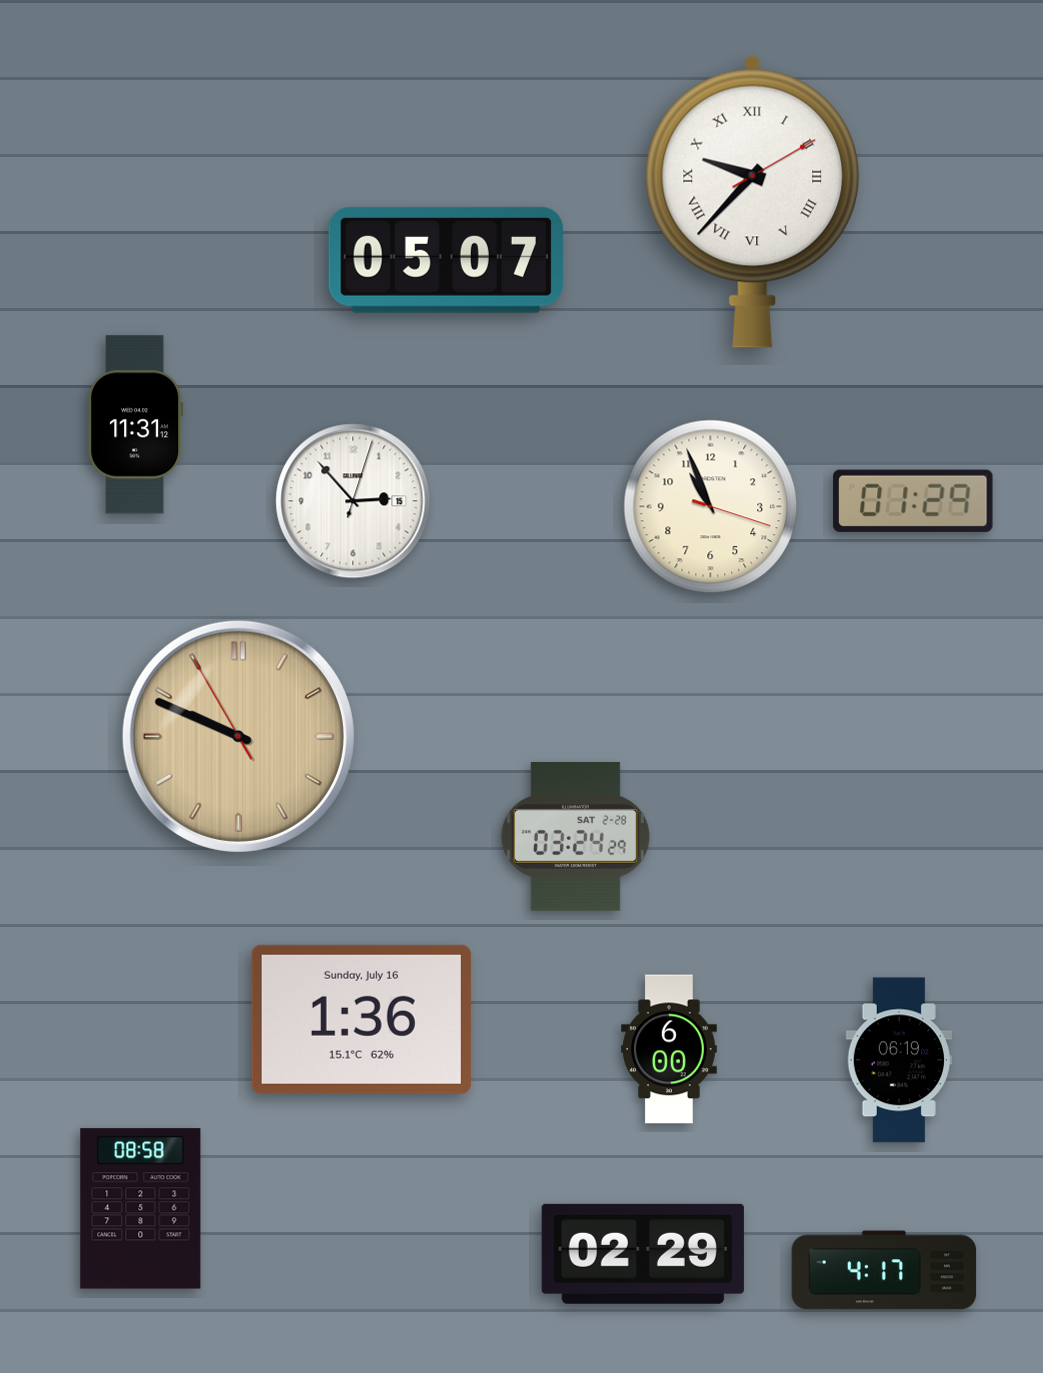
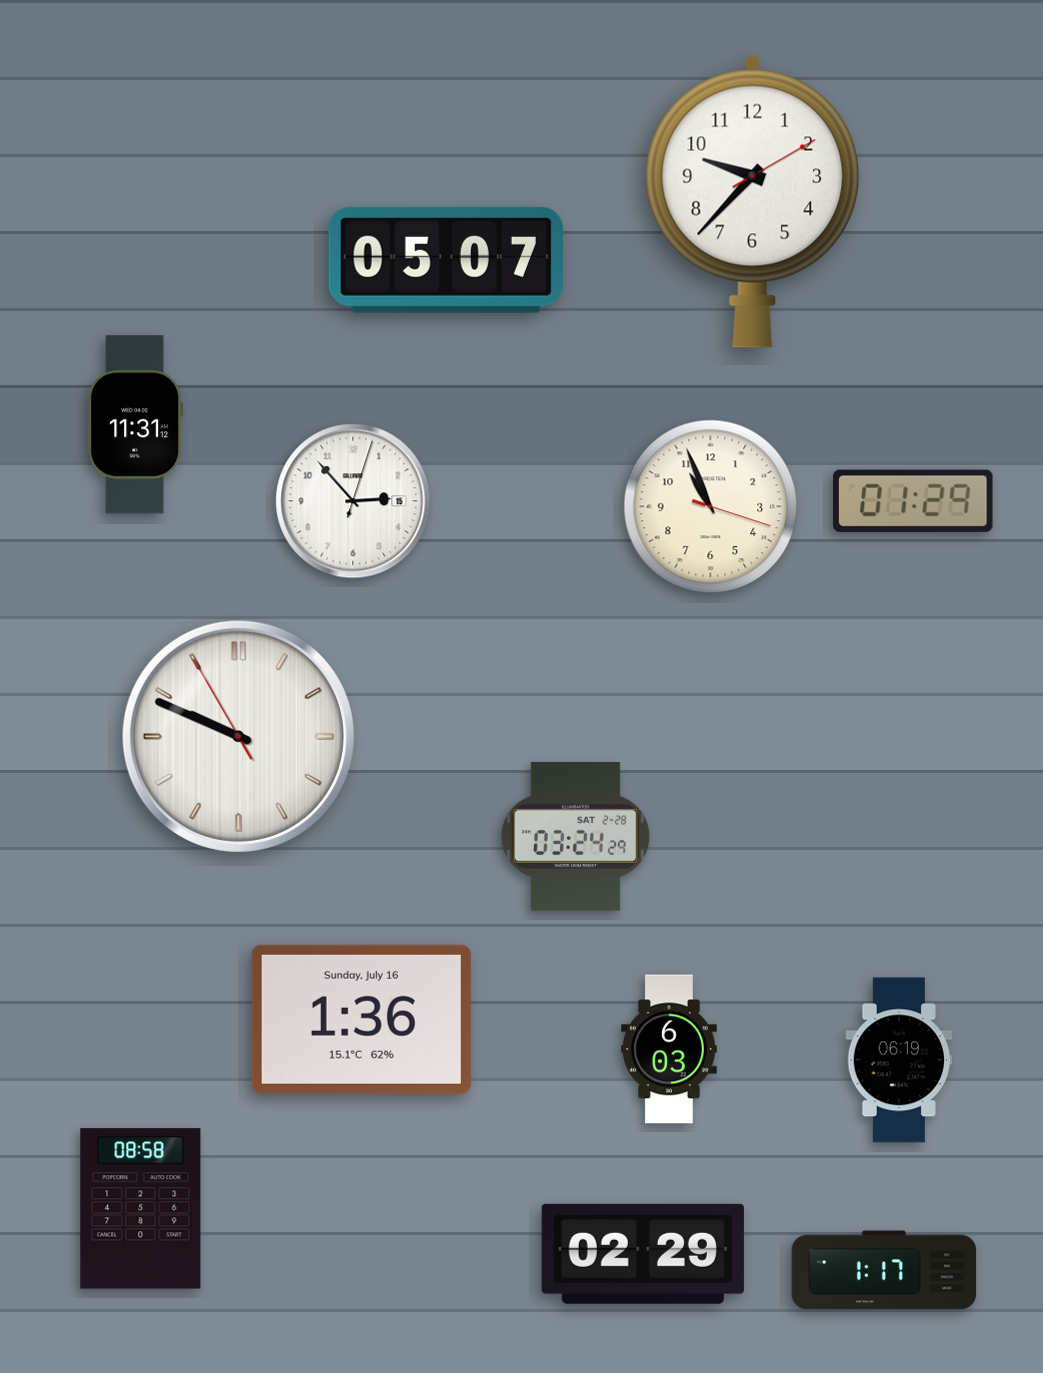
clock at (753, 201) numerals: Roman -> Arabic
clock at (238, 736) dial: champagne -> white
clock at (670, 1049): 6:00 -> 6:03
clock at (884, 1270): 4:17 -> 1:17
